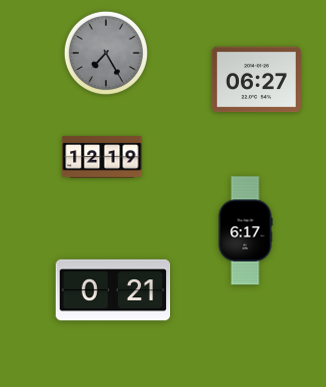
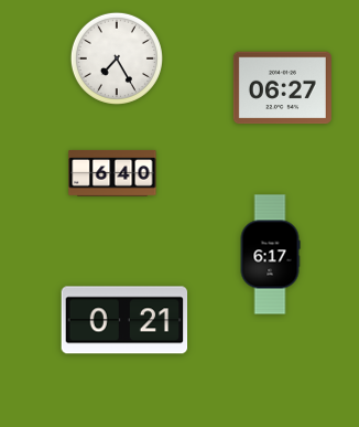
clock at (106, 53) dial: grey -> white
clock at (102, 157): 12:19 -> 6:40
